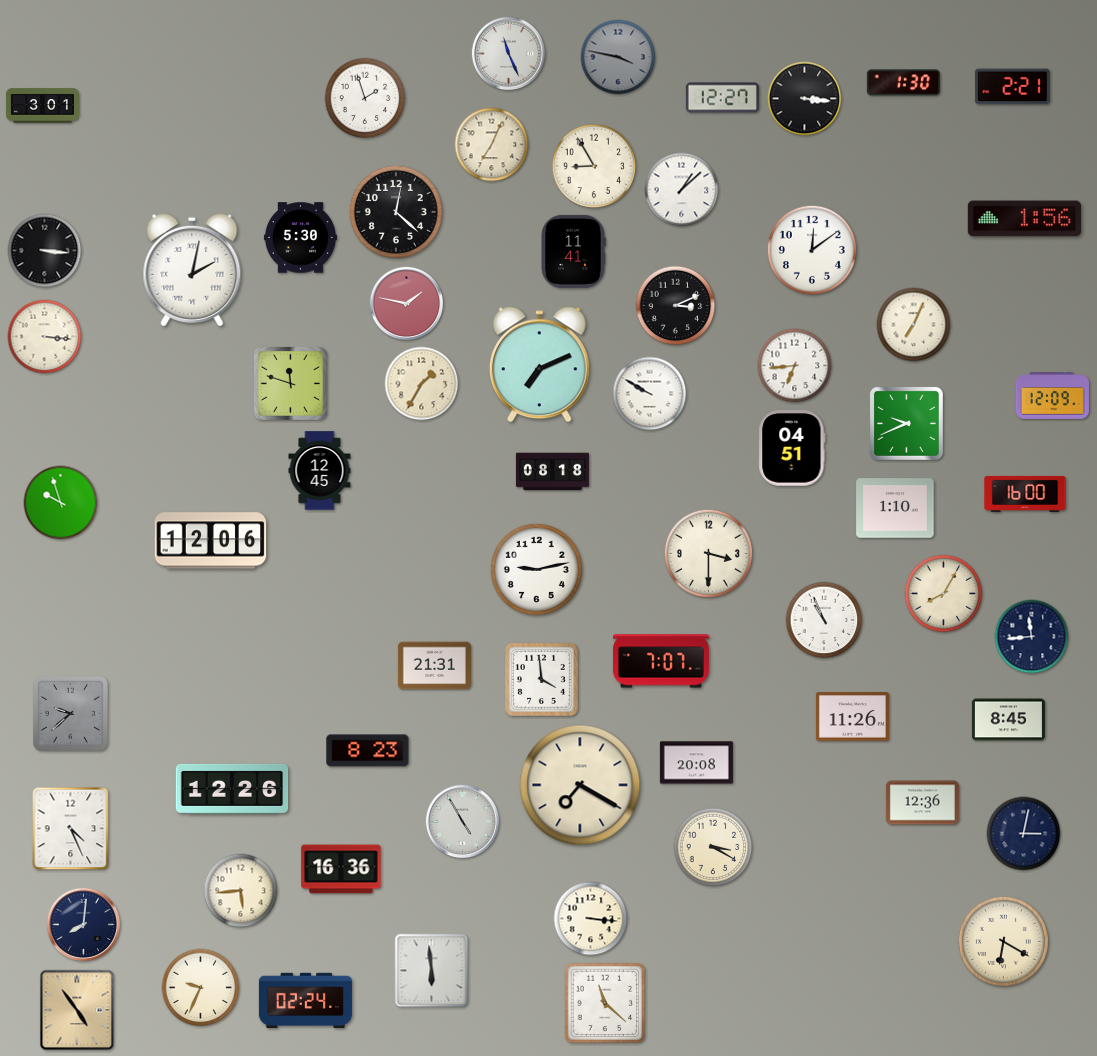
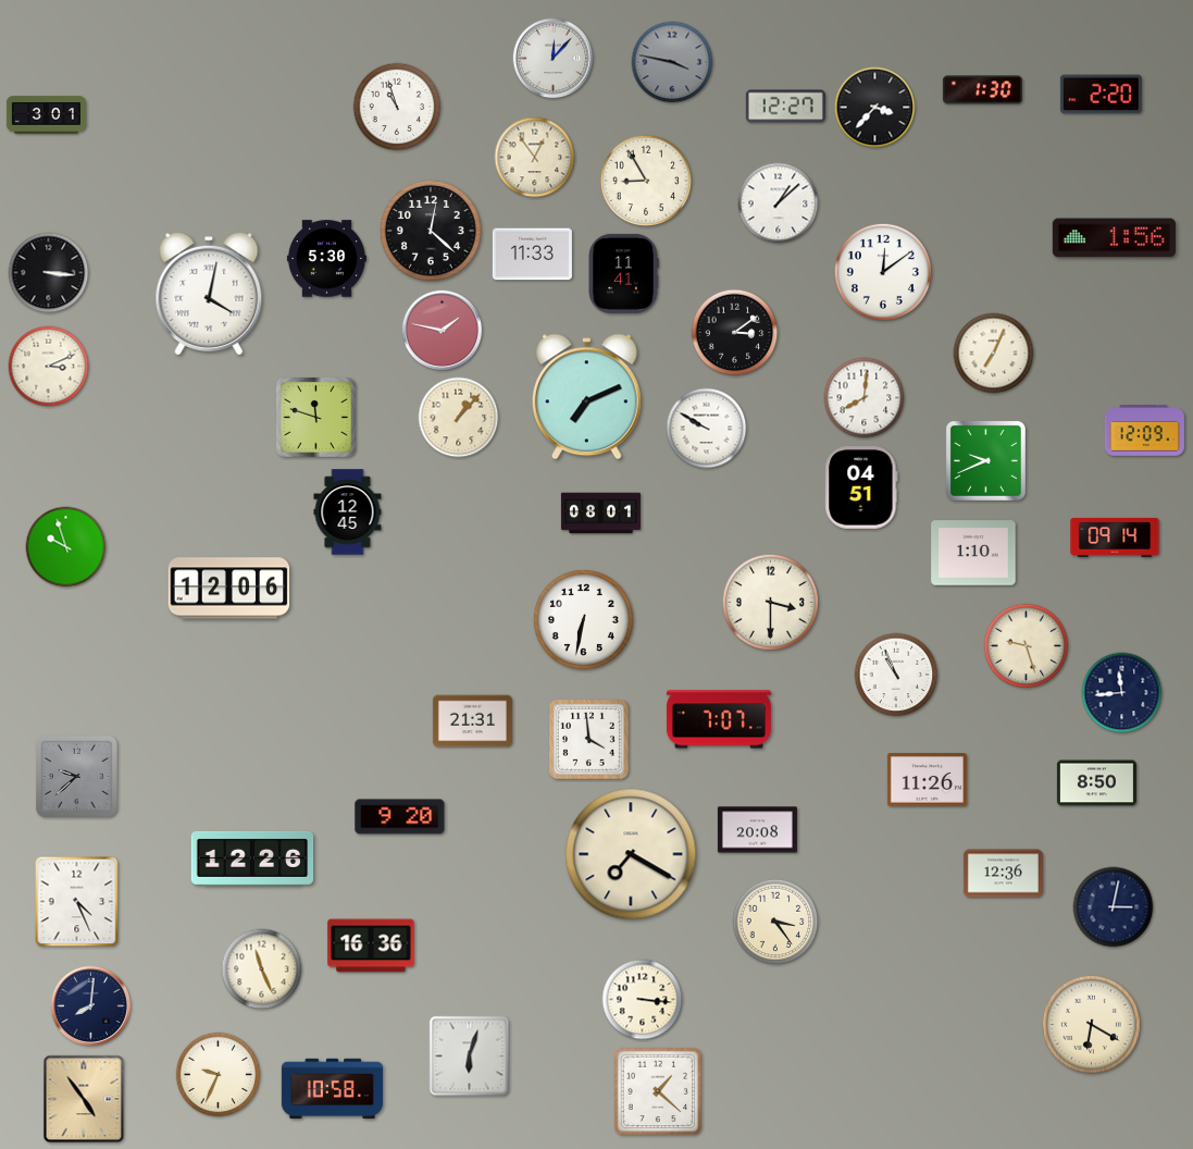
clock at (509, 54): 11:26 -> 12:07
clock at (1012, 87): 2:21 -> 2:20
clock at (365, 98): 1:57 -> 10:57
clock at (805, 99): 3:16 -> 3:37
clock at (492, 145): 7:04 -> 12:54
clock at (682, 190) position: (682, 190) -> (779, 203)
clock at (532, 255): none -> 11:33
clock at (192, 270): 2:02 -> 4:02
clock at (676, 306): 3:11 -> 3:09
clock at (45, 337): 3:16 -> 3:11
clock at (795, 366): 6:44 -> 8:01
clock at (422, 384): 1:35 -> 1:07
clock at (552, 472): 08:18 -> 08:01
clock at (1025, 494): 16:00 -> 09:14
clock at (536, 569): 9:13 -> 6:32
clock at (944, 594): 8:05 -> 9:27
clock at (434, 666) position: (434, 666) -> (472, 721)
clock at (1008, 720): 8:45 -> 8:50
clock at (368, 751): 8:23 -> 9:20
clock at (463, 822): 4:55 -> none
clock at (713, 847): 3:20 -> 3:24
clock at (241, 891): 5:44 -> 11:26
clock at (432, 971): 5:59 -> 6:03
clock at (305, 1001): 02:24 -> 10:58
clock at (605, 1003): 11:22 -> 1:22
